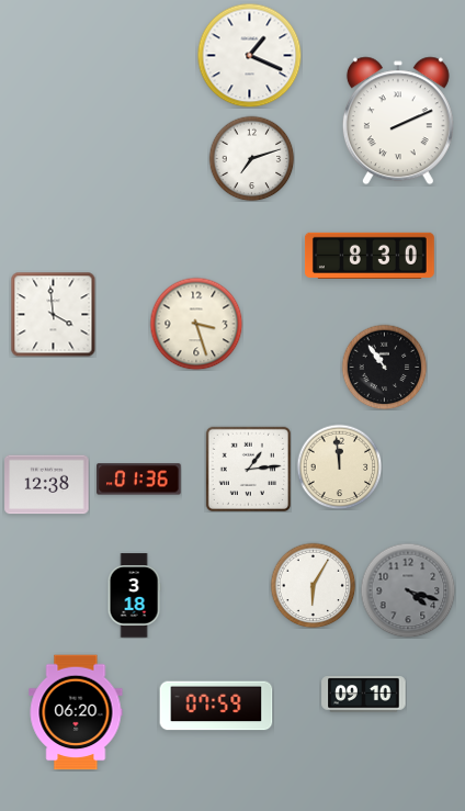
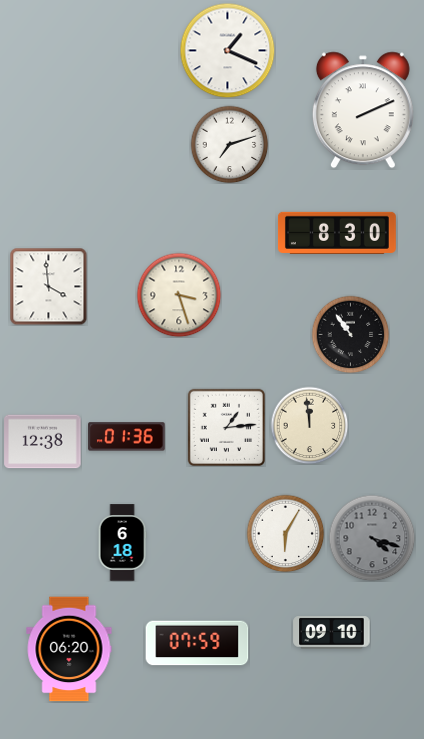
clock at (134, 596): 3:18 -> 6:18
